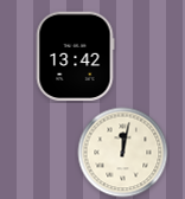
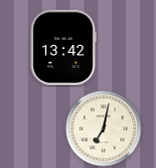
clock at (123, 153): 12:02 -> 7:02
